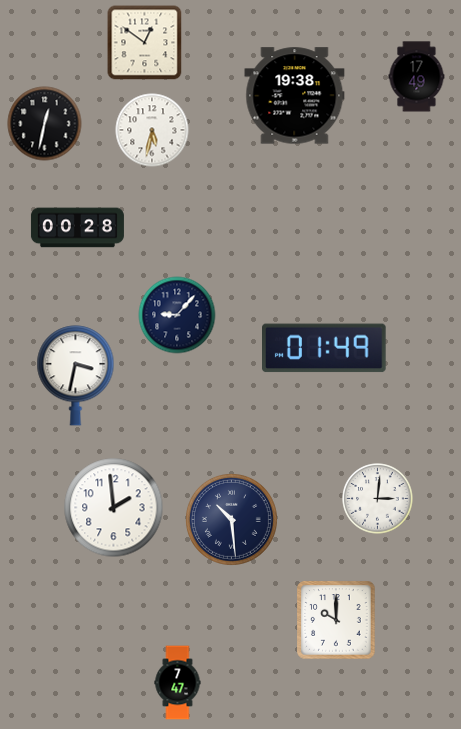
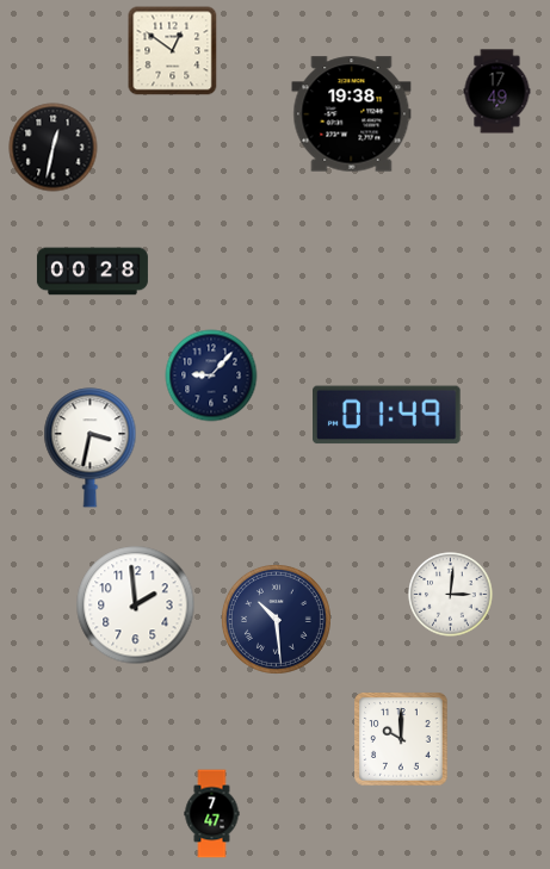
clock at (152, 130): 5:32 -> none
